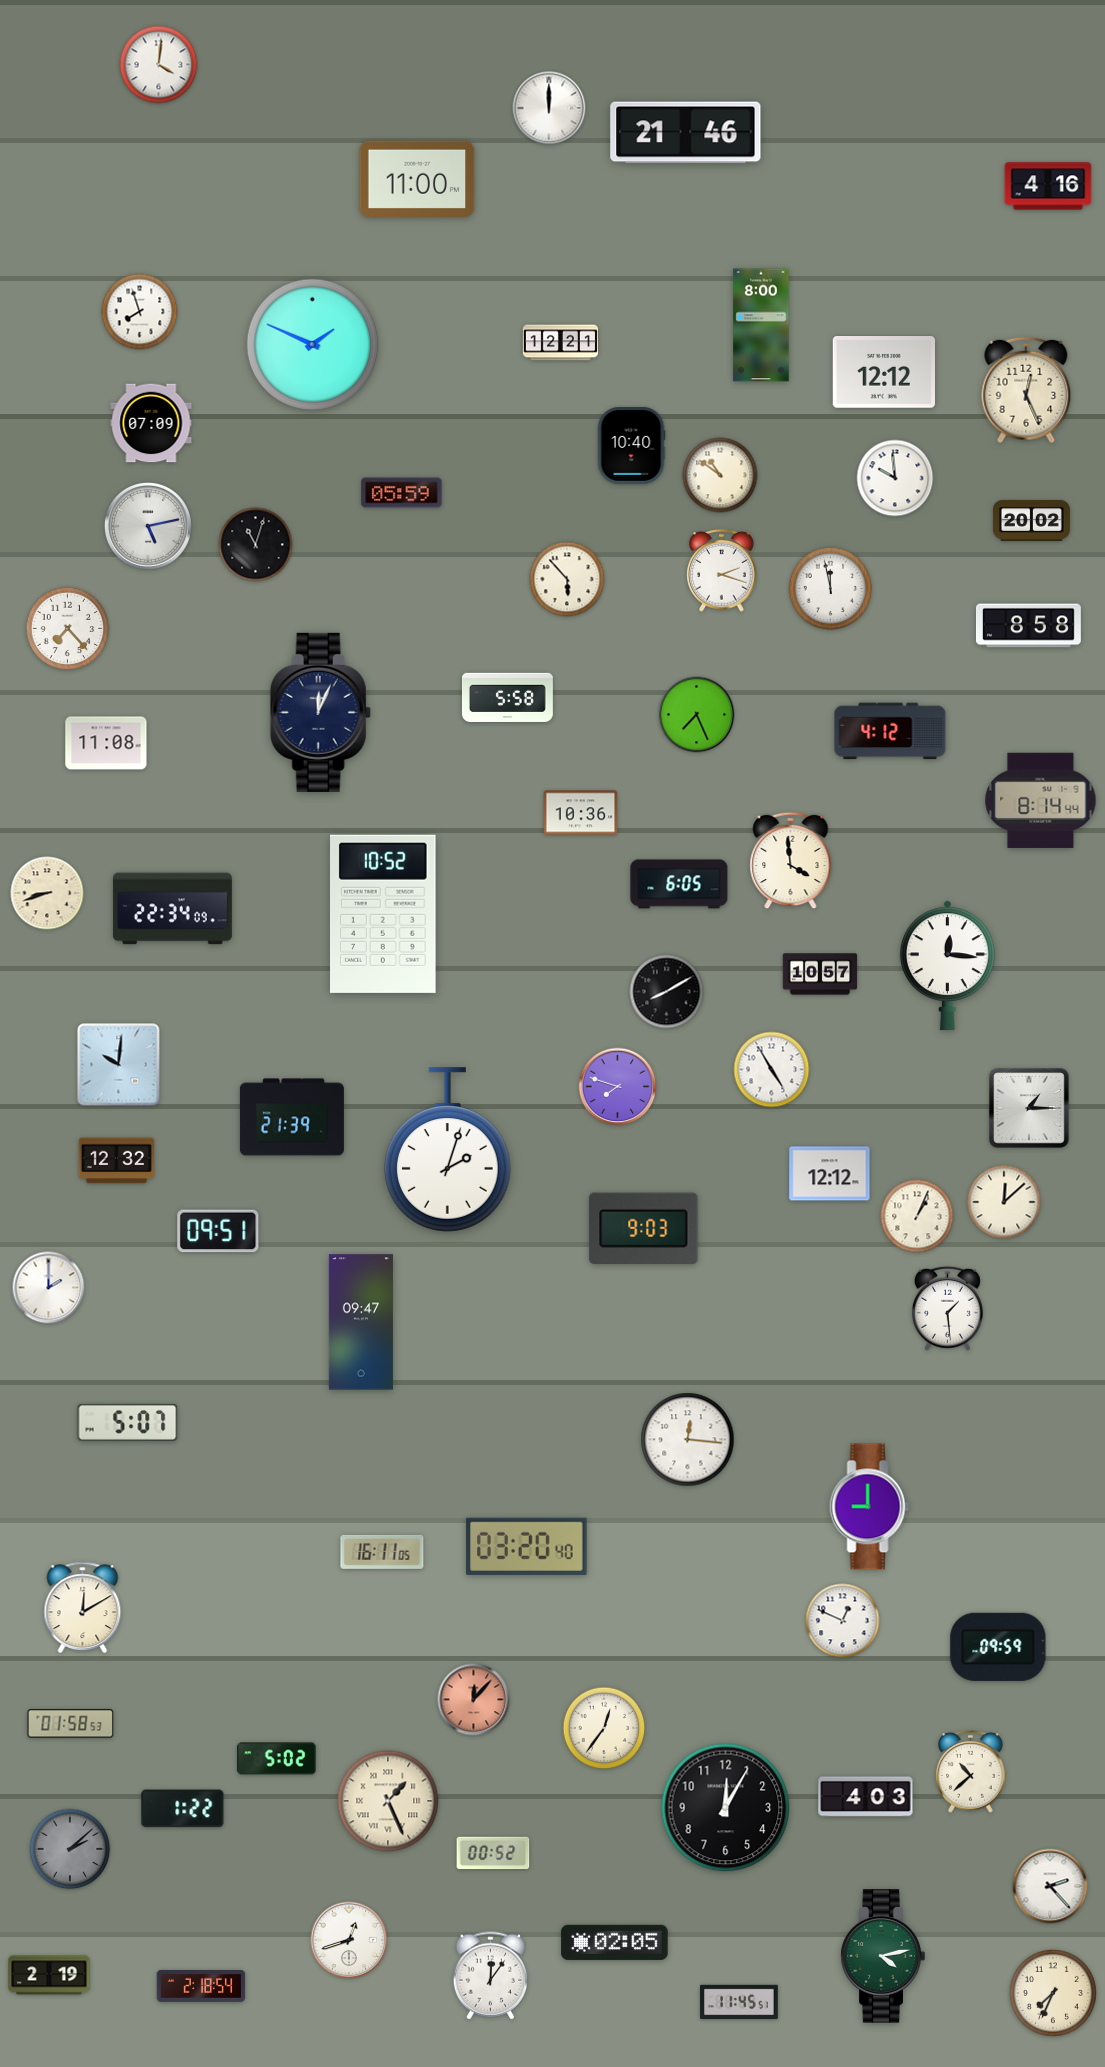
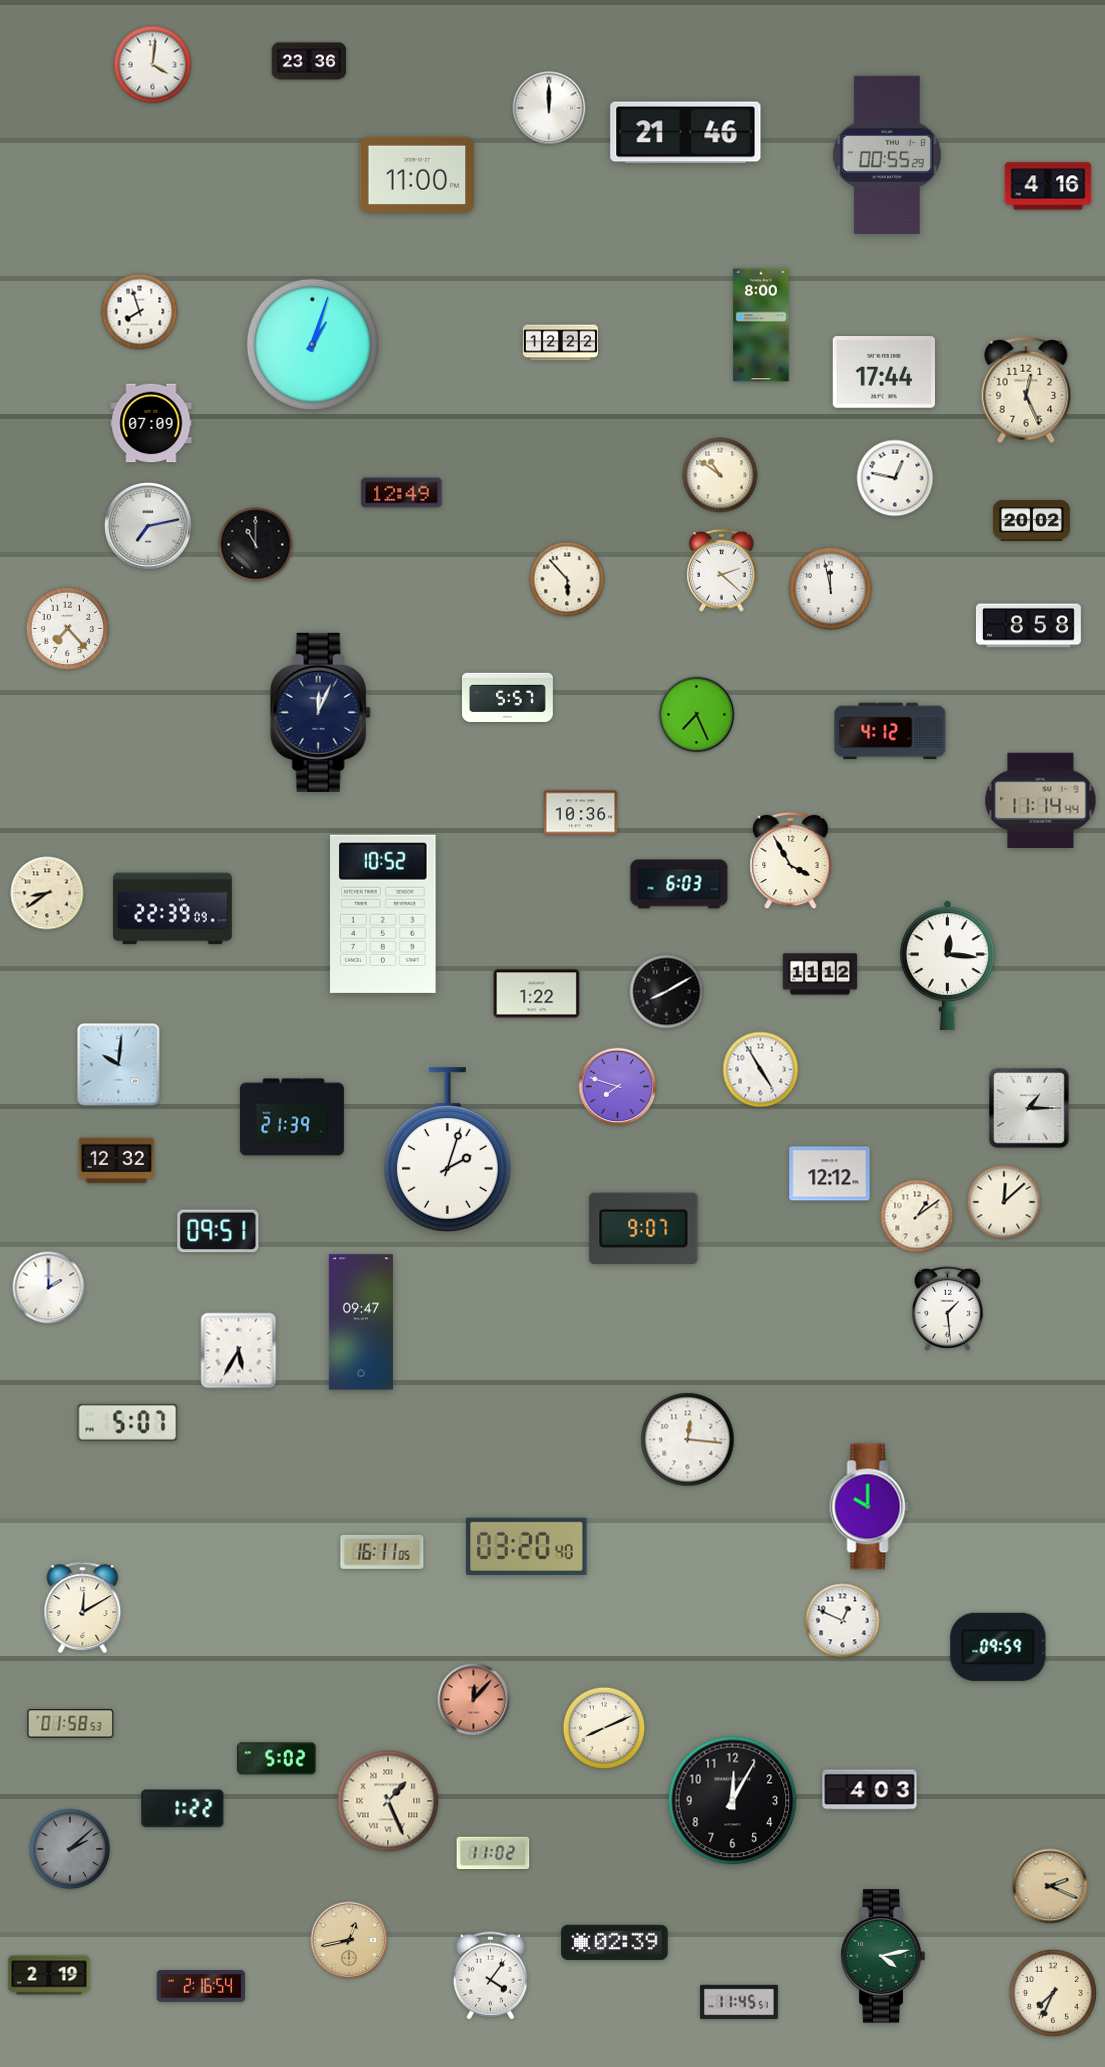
clock at (309, 61): none -> 23:36
clock at (159, 65) position: (159, 65) -> (153, 65)
clock at (887, 155): none -> 00:55
clock at (417, 178) position: (417, 178) -> (417, 174)
clock at (560, 343): 12:21 -> 12:22
clock at (312, 344): 1:49 -> 1:03
clock at (883, 373): 12:12 -> 17:44
clock at (631, 445): 10:40 -> none
clock at (895, 478): 9:59 -> 12:47
clock at (402, 493): 05:59 -> 12:49
clock at (148, 526): 5:13 -> 7:13
clock at (256, 545): 11:03 -> 11:00
clock at (722, 571): 2:18 -> 2:22
clock at (507, 697): 5:58 -> 5:57
clock at (106, 743): 11:08 -> none
clock at (1041, 800): 8:14 -> 11:14
clock at (791, 861): 3:59 -> 3:55
clock at (679, 884): 6:05 -> 6:03
clock at (47, 893): 8:42 -> 8:39
clock at (172, 909): 22:34 -> 22:39
clock at (820, 974): 10:57 -> 11:12
clock at (537, 994): none -> 1:22
clock at (772, 1070) position: (772, 1070) -> (761, 1070)
clock at (917, 1216): 1:04 -> 1:09
clock at (644, 1228): 9:03 -> 9:07
clock at (239, 1351): none -> 5:35
clock at (870, 1507): 9:00 -> 10:00
clock at (604, 1728): 12:36 -> 8:11
clock at (971, 1772): 10:38 -> none
clock at (866, 1797) position: (866, 1797) -> (870, 1790)
clock at (726, 1808) position: (726, 1808) -> (733, 1801)
clock at (493, 1853): 00:52 -> 11:02
clock at (1050, 1886): 2:23 -> 2:19
clock at (1050, 1886) dial: white -> champagne
clock at (349, 1940): 12:42 -> 12:43
clock at (349, 1940) dial: white -> champagne
clock at (615, 1942): 02:05 -> 02:39
clock at (490, 1976): 12:06 -> 4:06
clock at (201, 1986): 2:18 -> 2:16
